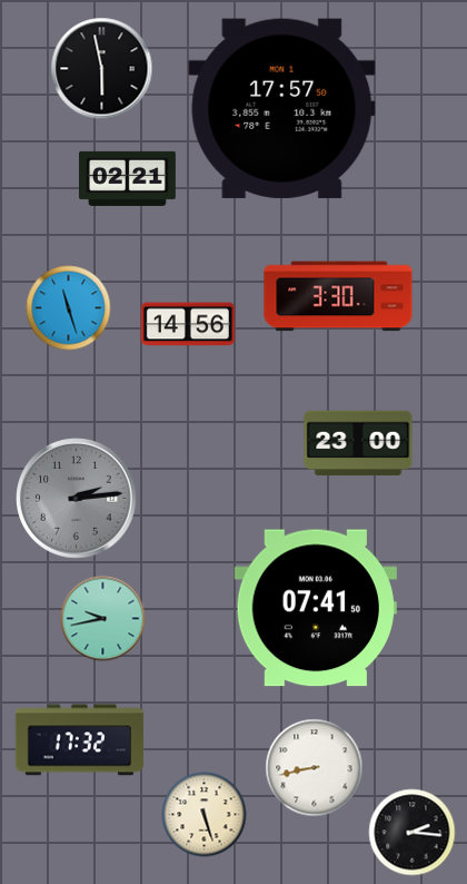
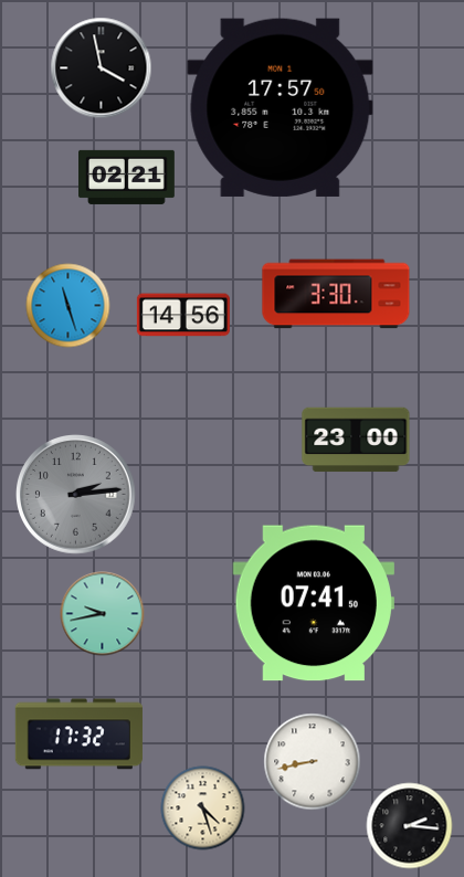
clock at (102, 69): 5:58 -> 3:58
clock at (188, 324) position: (188, 324) -> (183, 315)
clock at (205, 815): 5:27 -> 4:27
